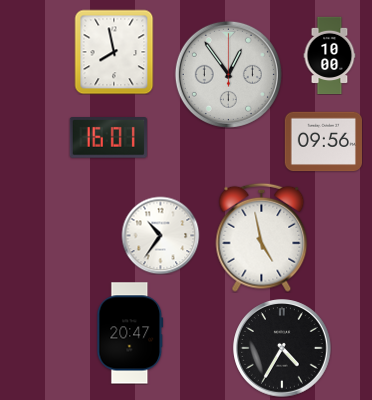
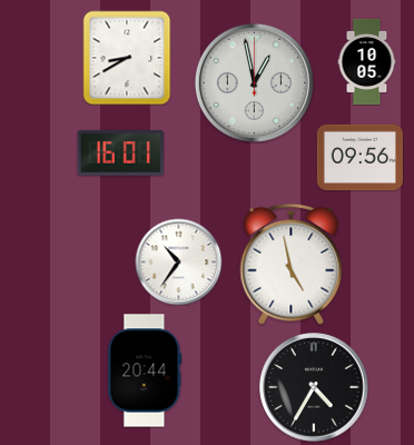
clock at (114, 52): 7:58 -> 8:40
clock at (330, 55): 10:00 -> 10:05
clock at (228, 74): 12:54 -> 12:58
clock at (130, 333): 20:47 -> 20:44
